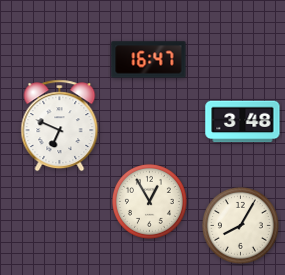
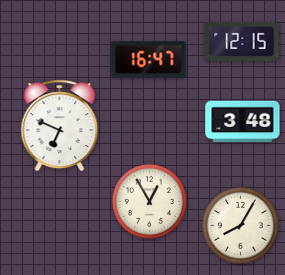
clock at (242, 41): none -> 12:15
